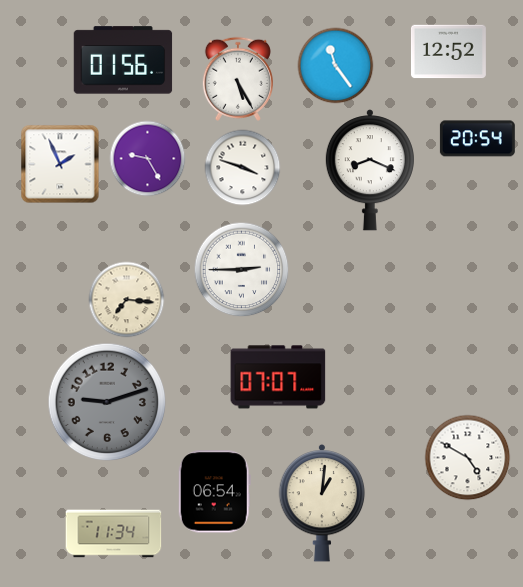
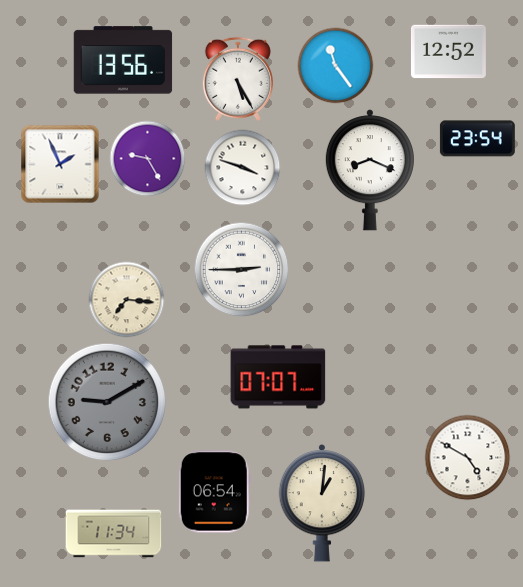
clock at (123, 60): 01:56 -> 13:56
clock at (477, 139): 20:54 -> 23:54
clock at (107, 402): 9:12 -> 9:10
